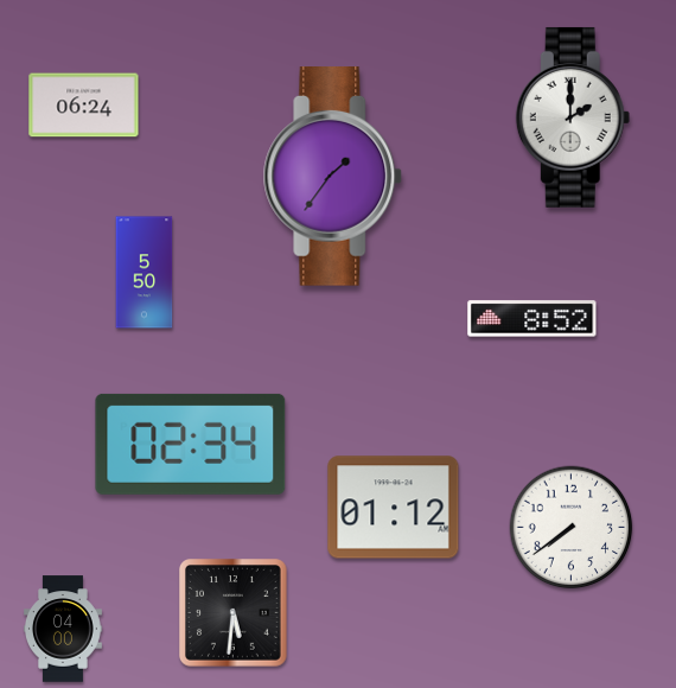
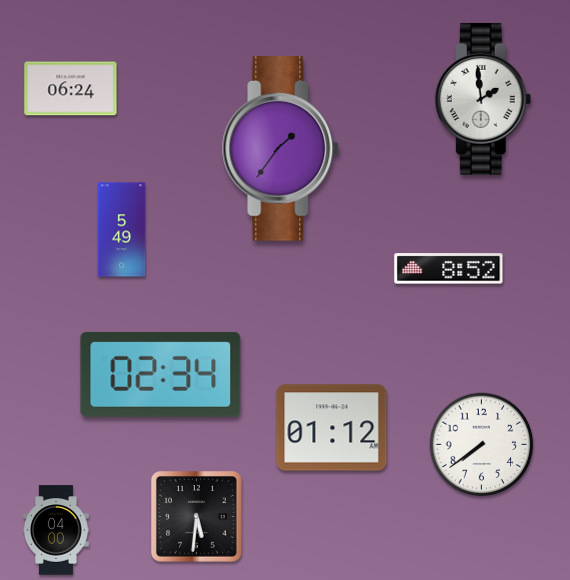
clock at (573, 117): 2:00 -> 1:59
clock at (145, 273): 5:50 -> 5:49
clock at (64, 629) position: (64, 629) -> (57, 530)
